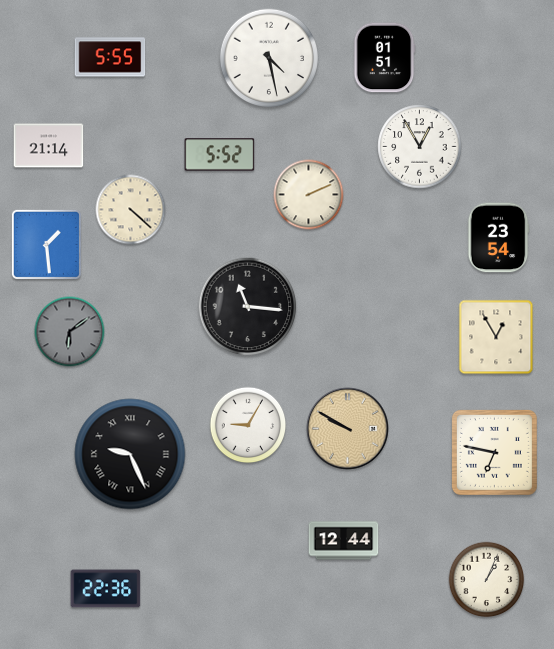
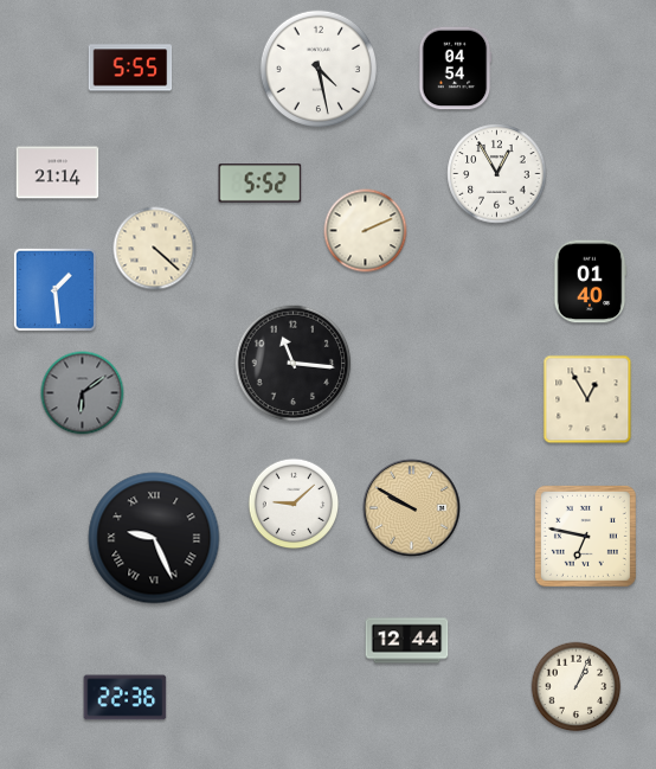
clock at (384, 58): 01:51 -> 04:54
clock at (498, 238): 23:54 -> 01:40
clock at (248, 425): 9:05 -> 9:08
